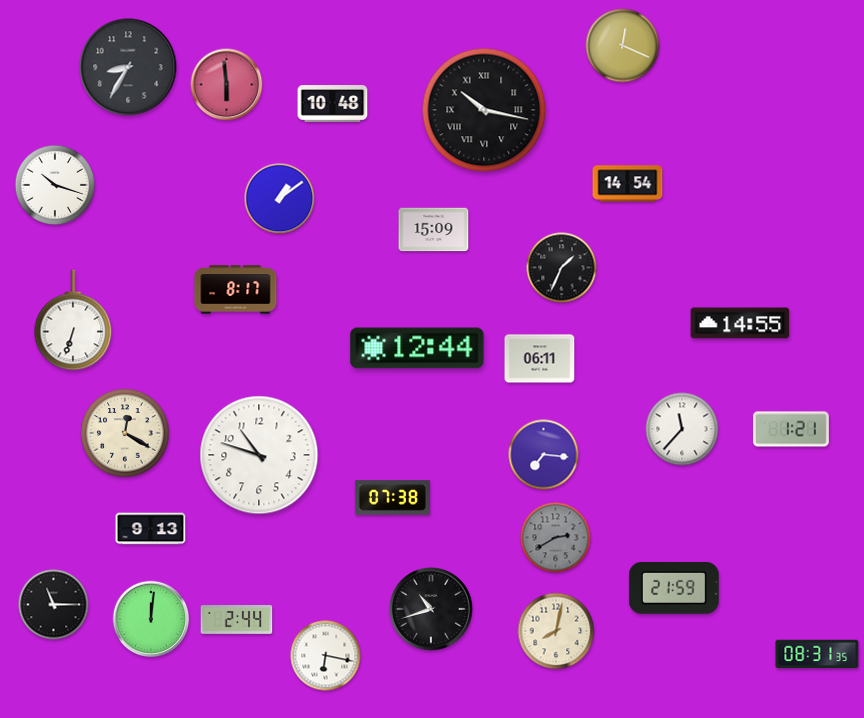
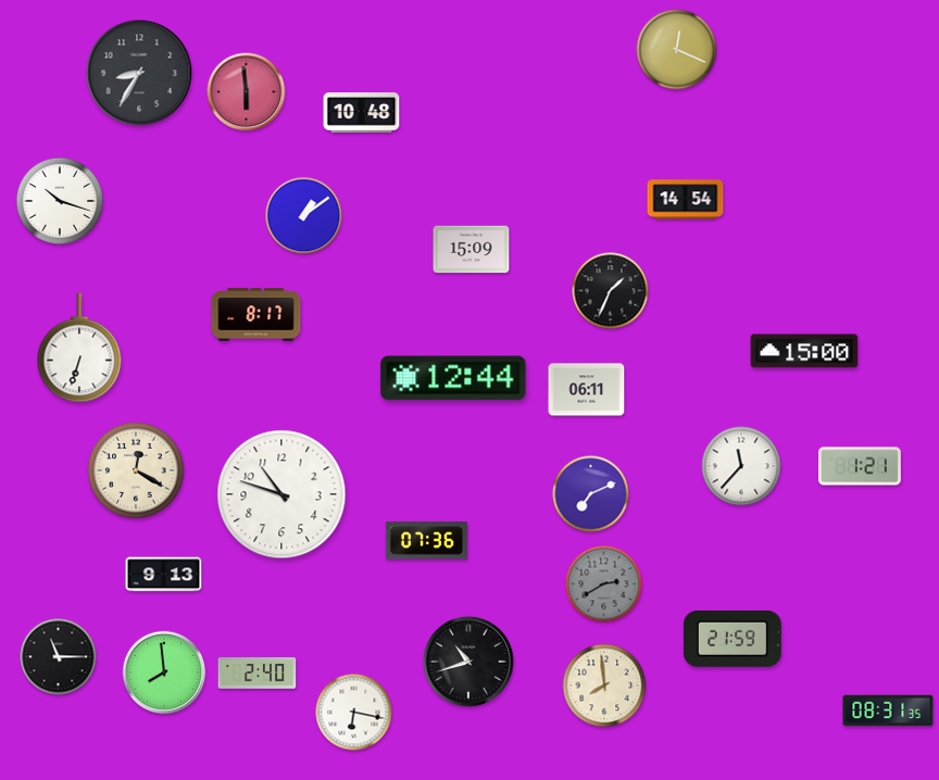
clock at (484, 110): 10:17 -> none
clock at (628, 184) position: (628, 184) -> (686, 200)
clock at (740, 323): 14:55 -> 15:00
clock at (544, 455): 7:16 -> 7:11
clock at (392, 498): 07:38 -> 07:36
clock at (151, 619): 12:01 -> 7:59
clock at (237, 620): 2:44 -> 2:40
clock at (556, 631): 8:02 -> 7:59
